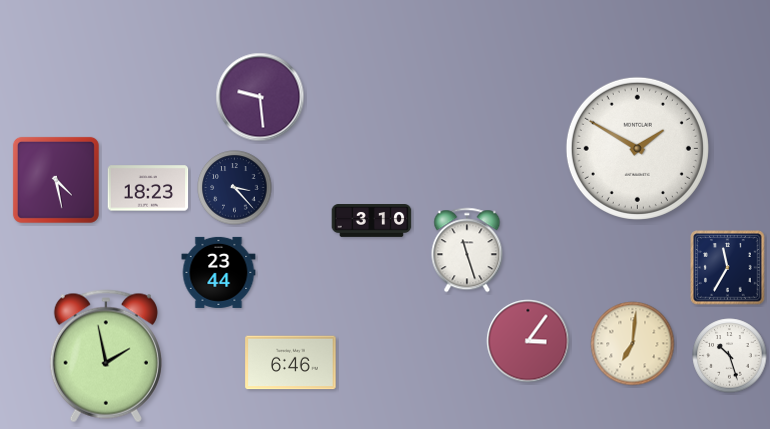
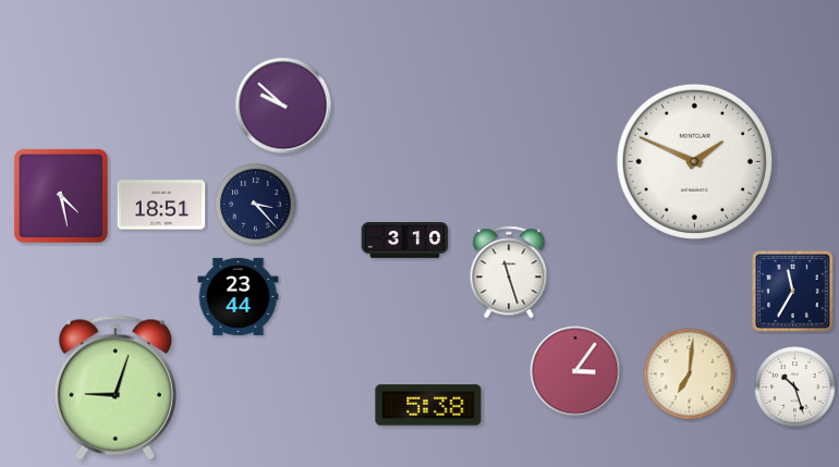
clock at (260, 97): 9:29 -> 9:52
clock at (637, 148): 1:50 -> 1:49
clock at (148, 188): 18:23 -> 18:51
clock at (106, 356): 1:58 -> 9:03
clock at (291, 363): 6:46 -> none
clock at (428, 405): none -> 5:38
